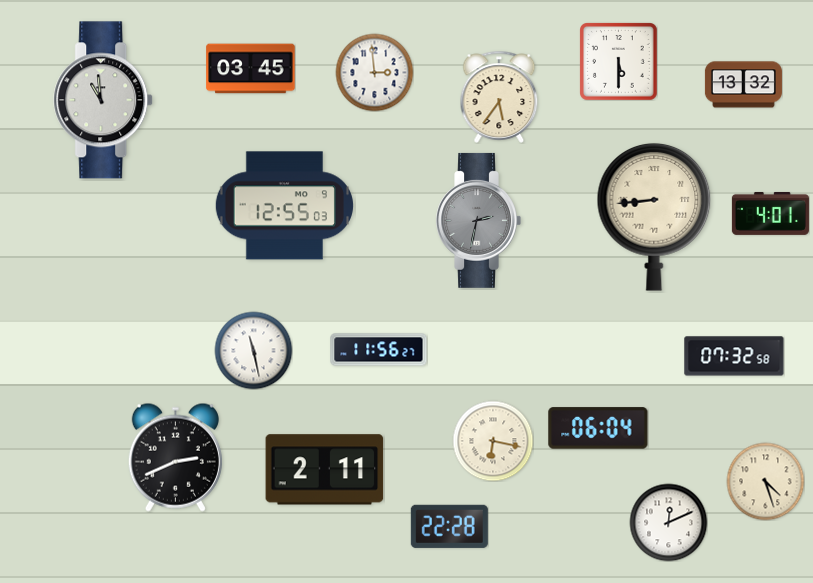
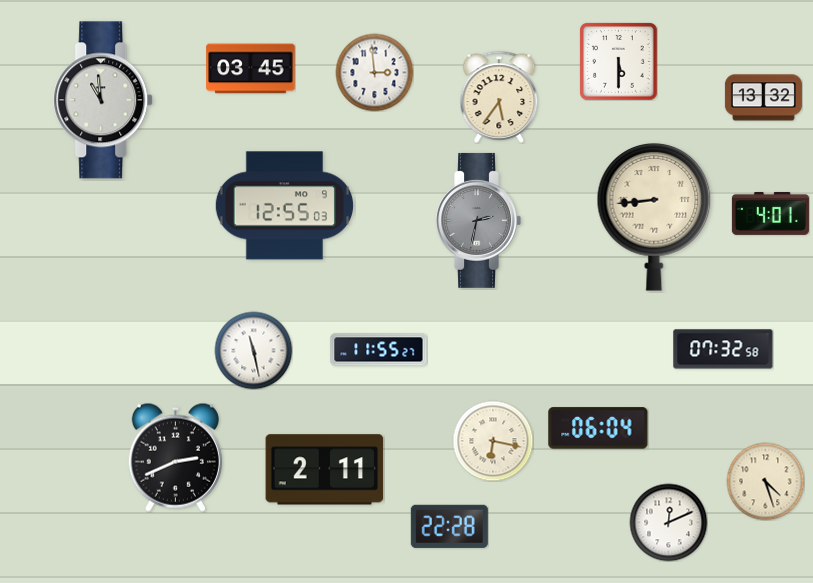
clock at (743, 85) position: (743, 85) -> (763, 98)
clock at (379, 350): 11:56 -> 11:55
clock at (734, 356) position: (734, 356) -> (723, 349)
